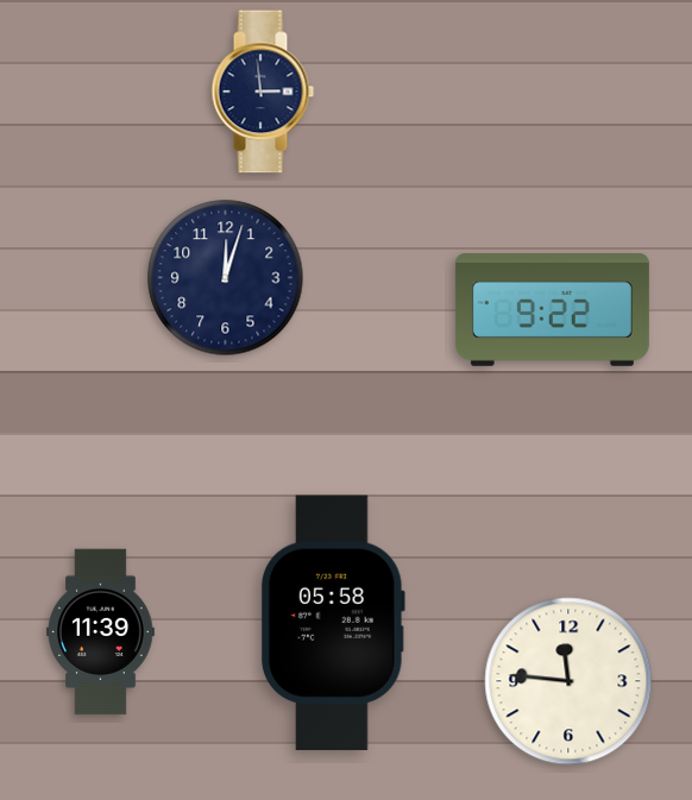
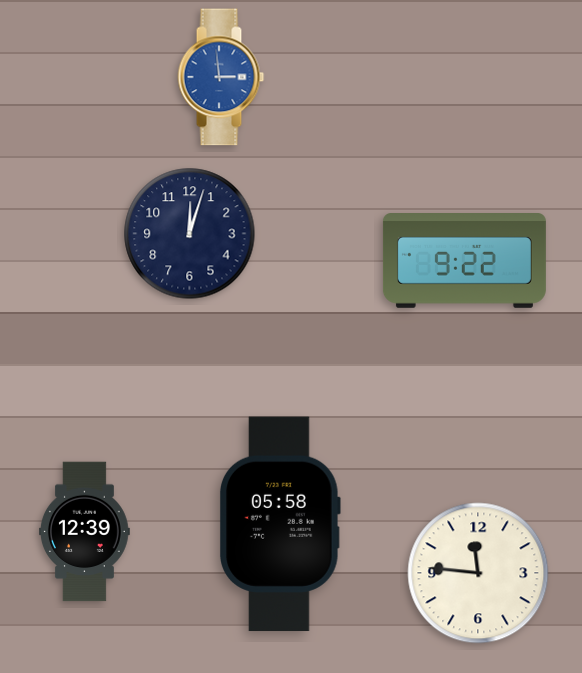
clock at (263, 92) dial: navy -> blue
clock at (101, 632): 11:39 -> 12:39
